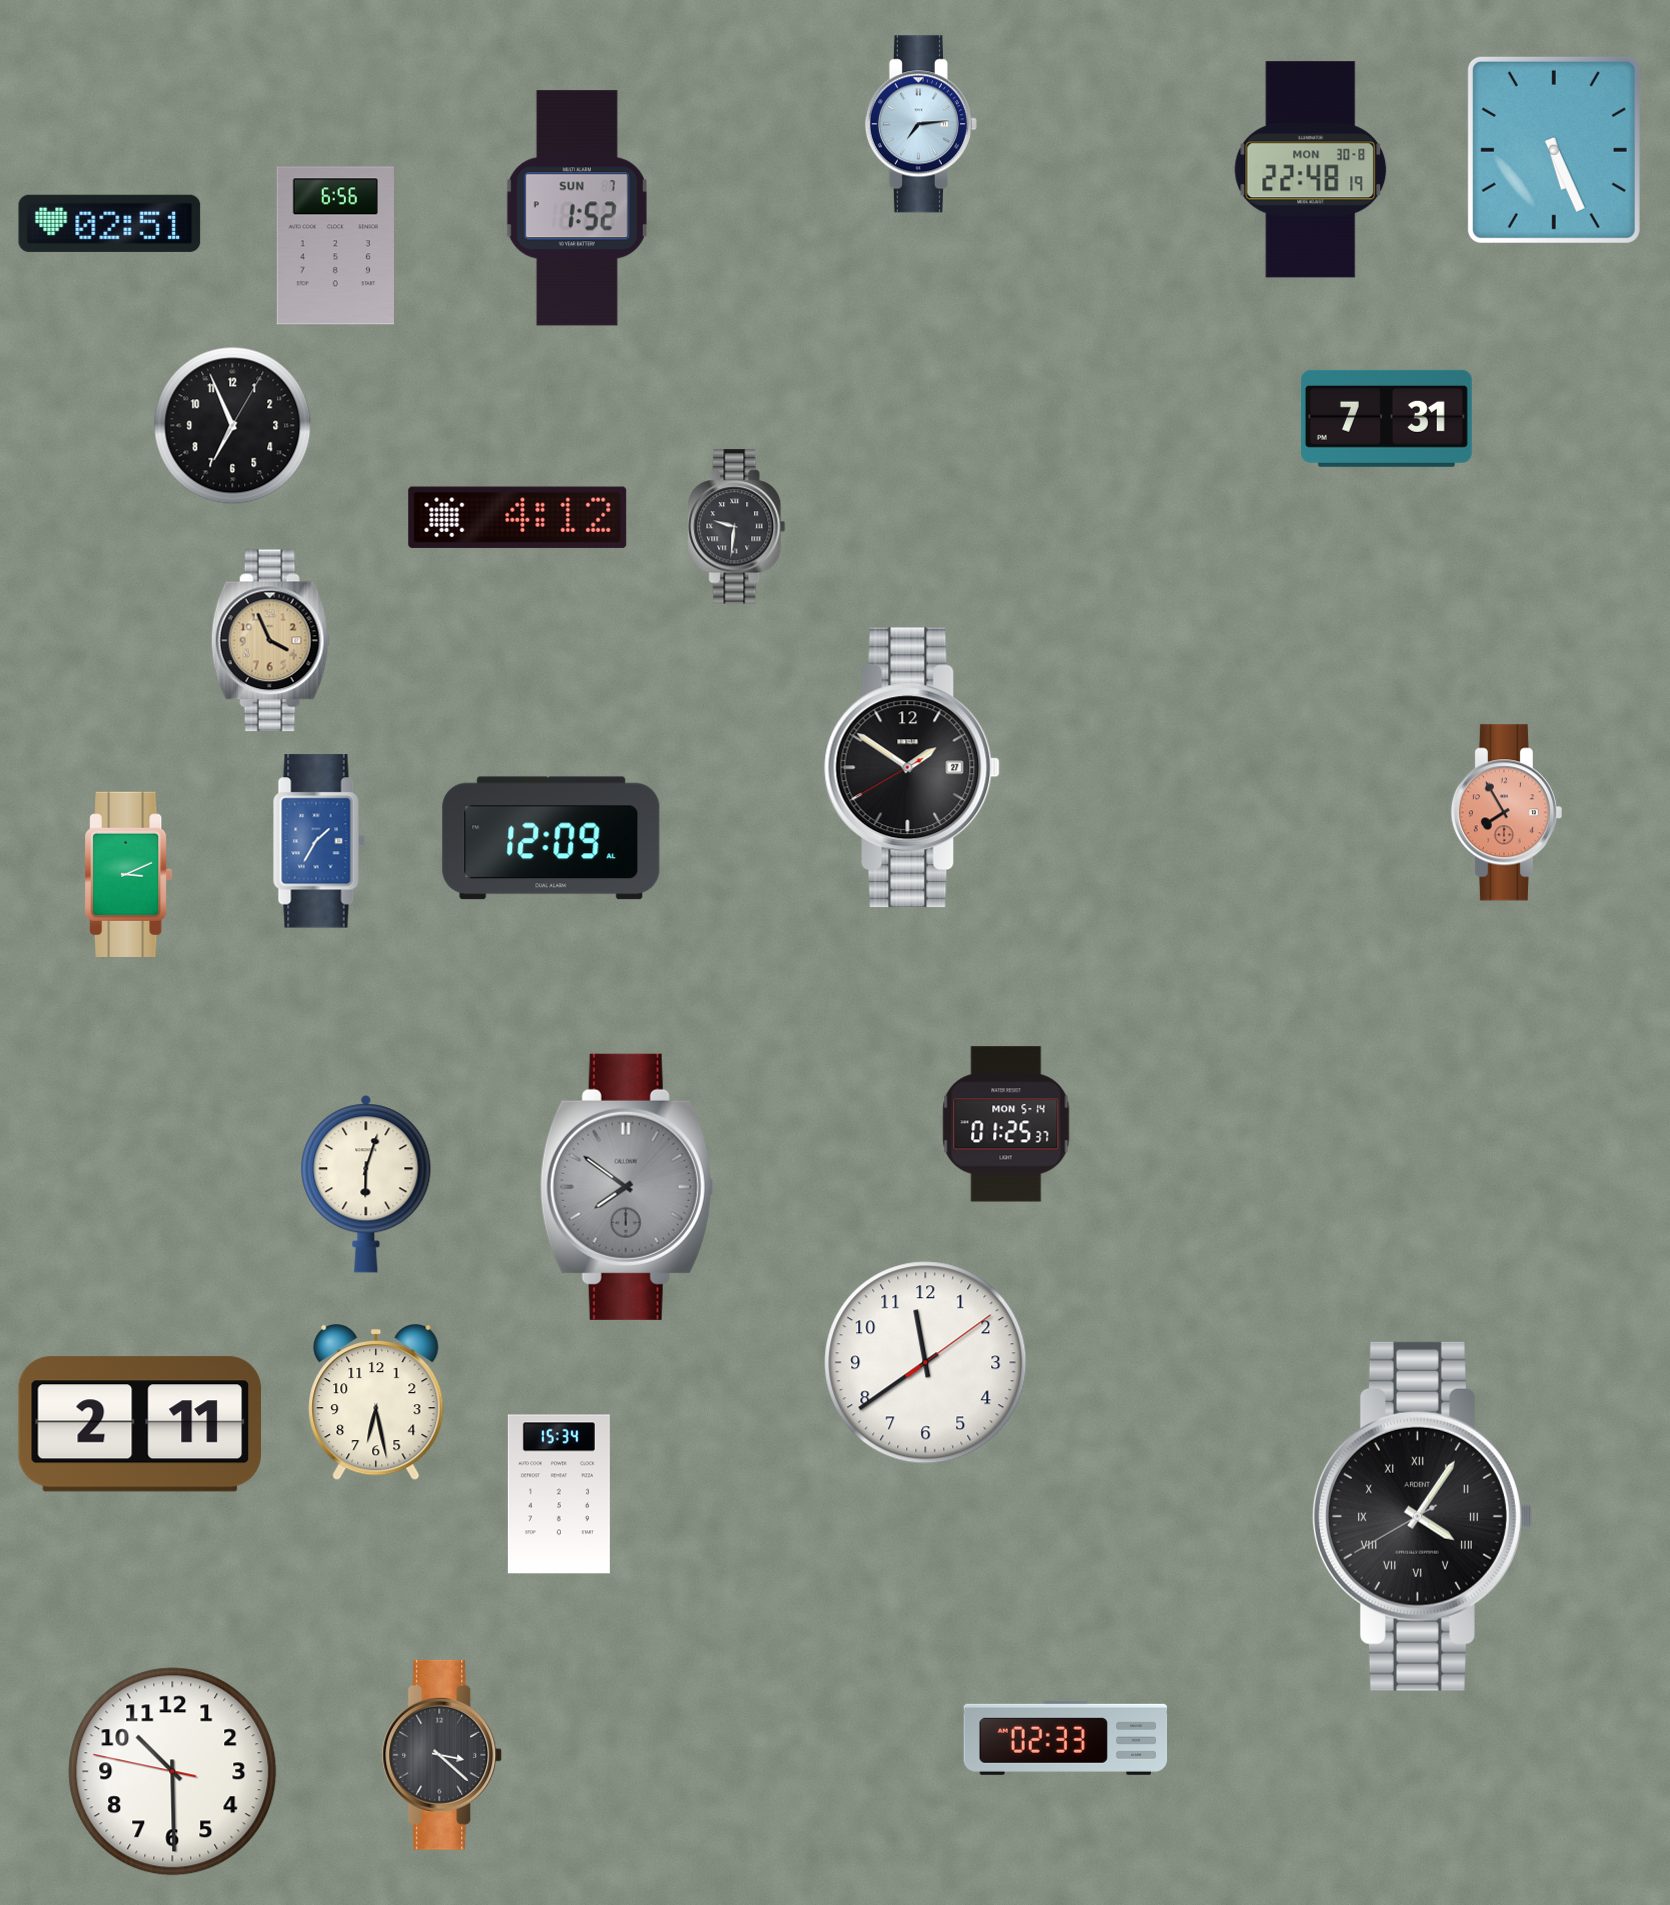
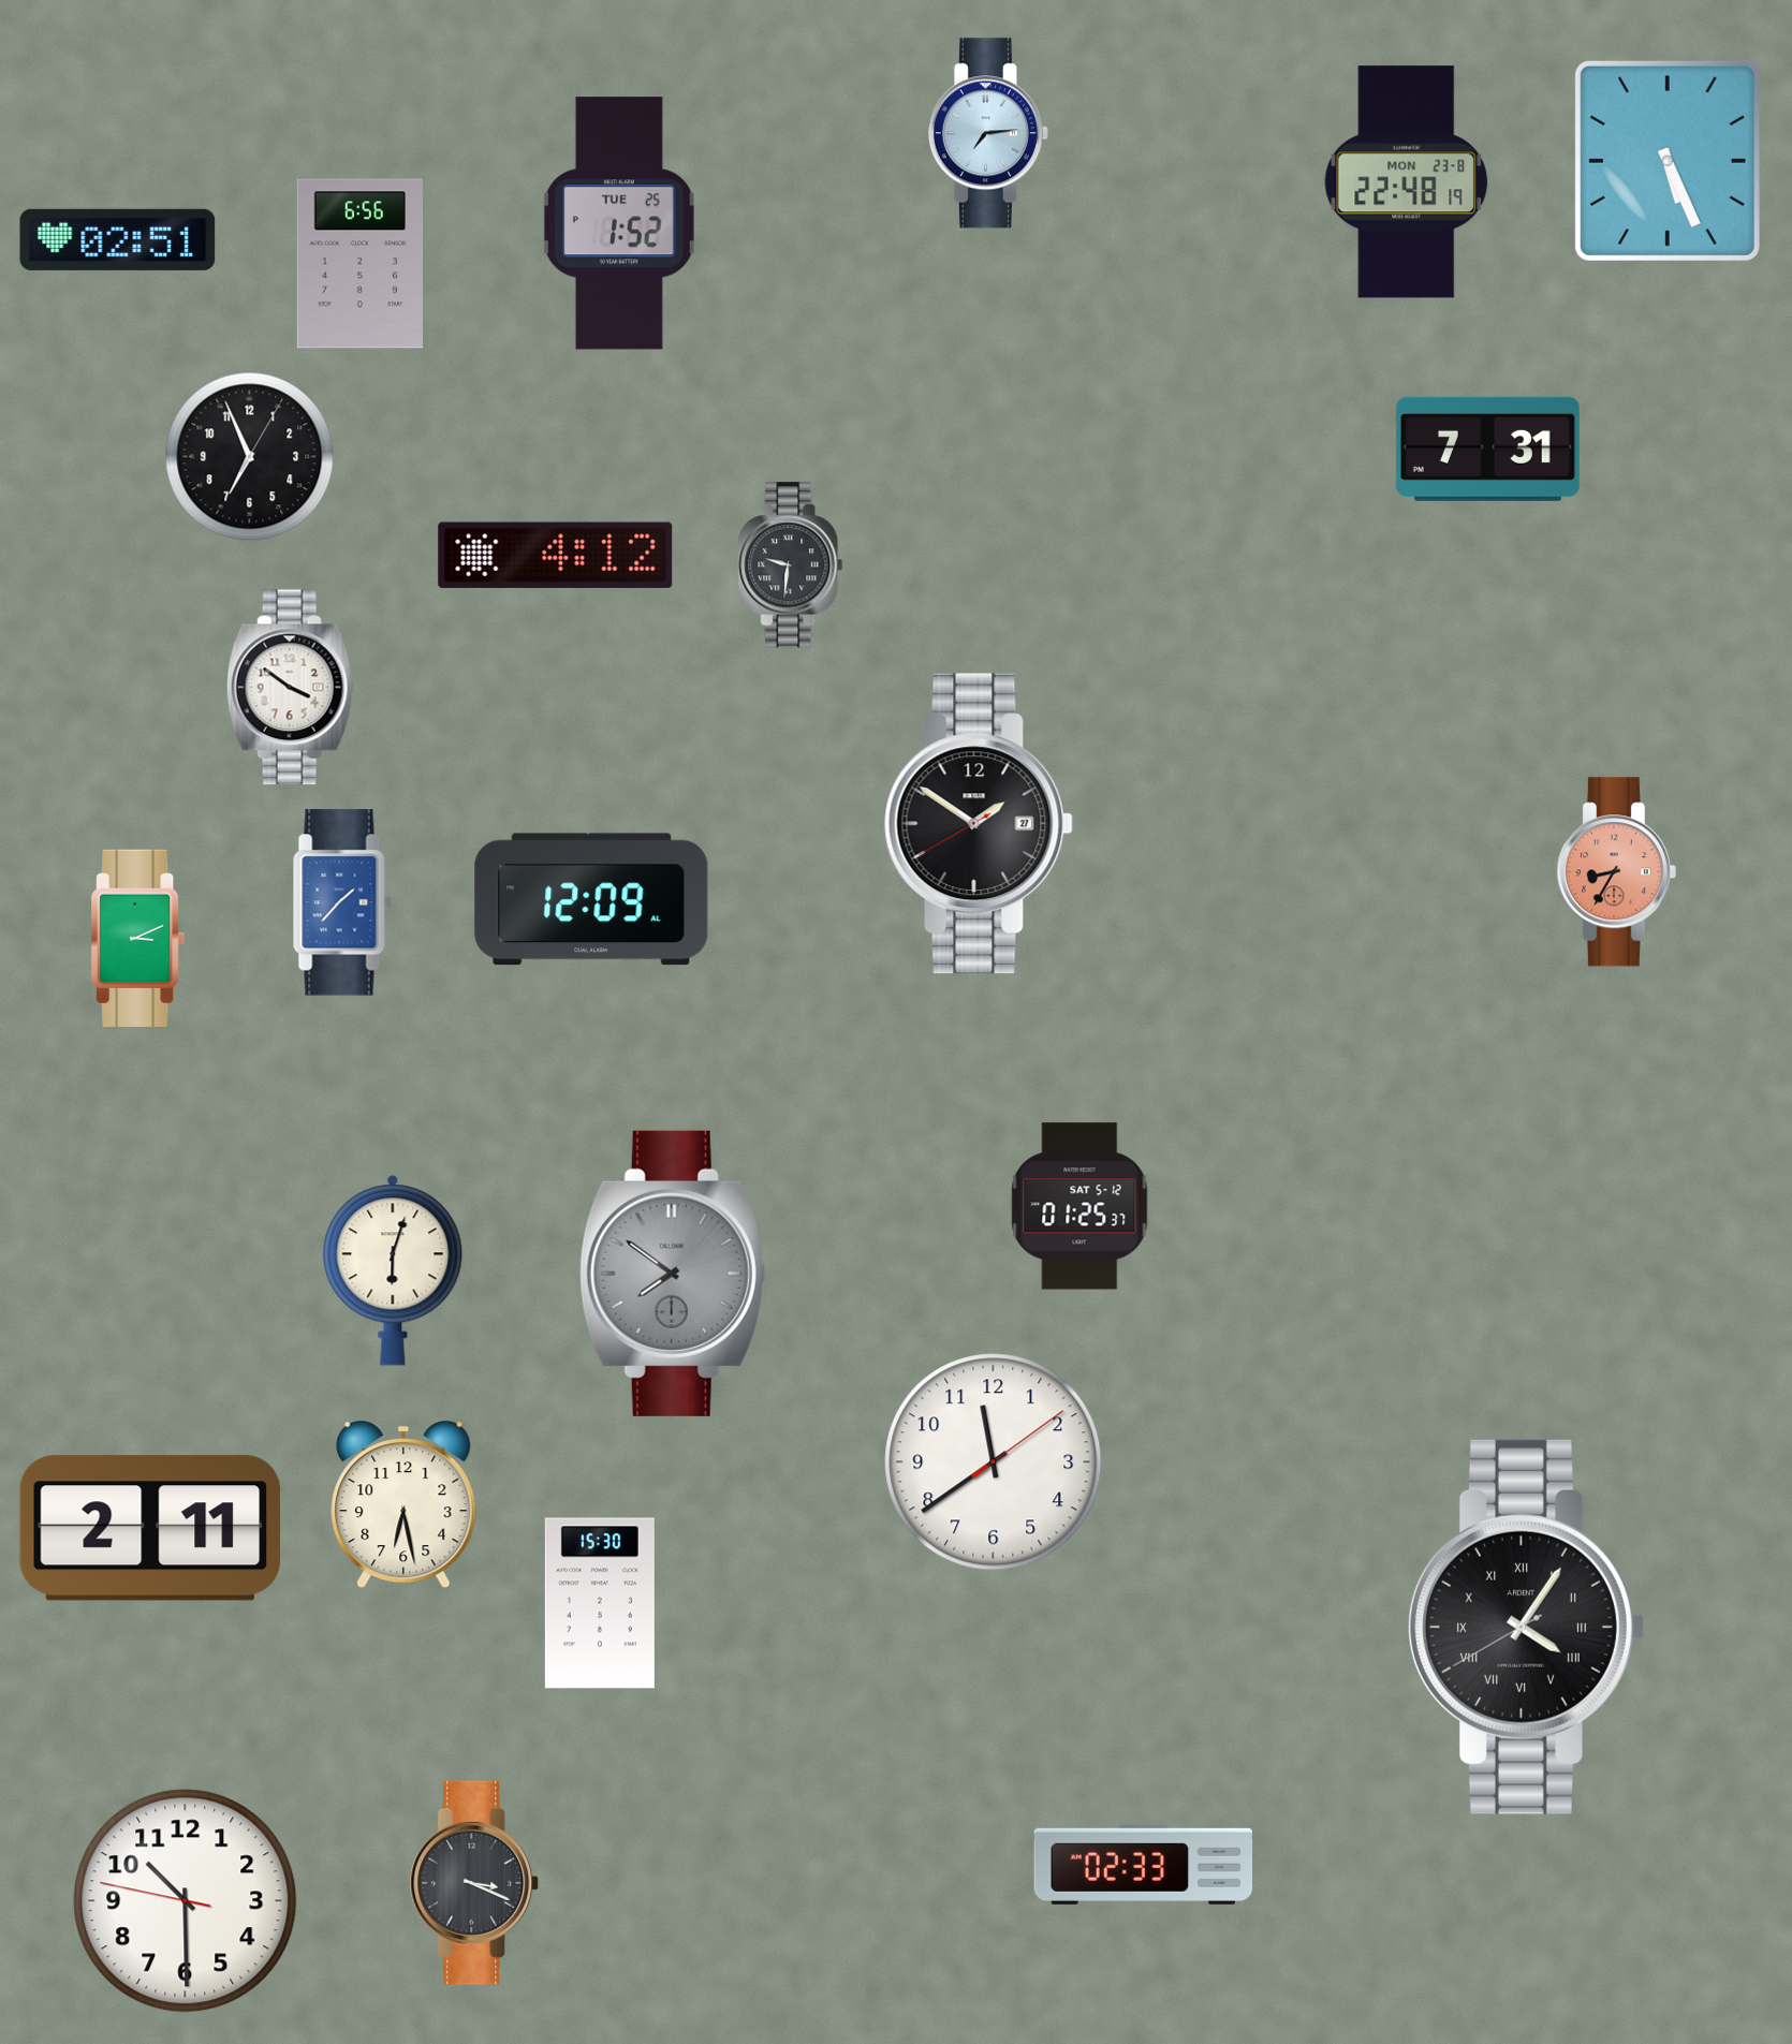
clock at (1311, 170) date: MON 30-8 -> MON 23-8
clock at (577, 208) date: SUN 7 -> TUE 25
clock at (270, 641): 3:56 -> 3:51
clock at (270, 641) dial: champagne -> white
clock at (1506, 813): 7:55 -> 8:35
clock at (319, 841): 1:35 -> 1:37
clock at (1006, 1124) date: MON 5-14 -> SAT 5-12
clock at (559, 1494): 15:34 -> 15:30
clock at (442, 1755): 3:22 -> 3:19
